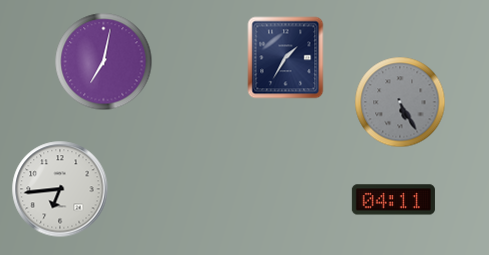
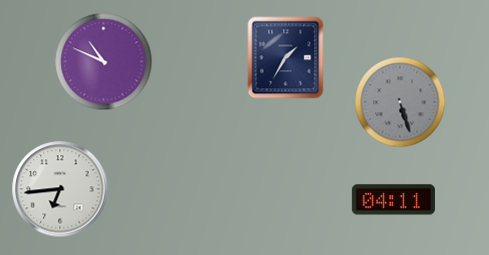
clock at (104, 62): 7:02 -> 10:49
clock at (400, 102): 5:25 -> 5:27
